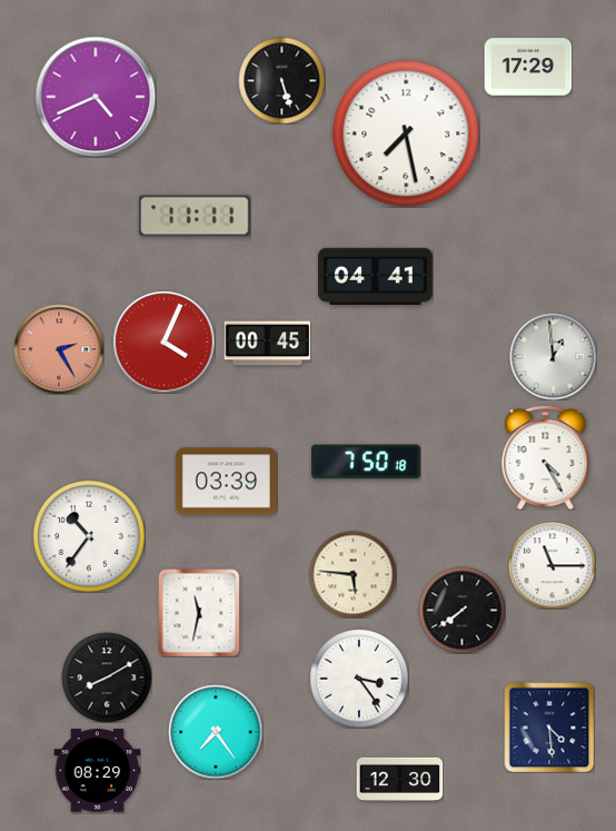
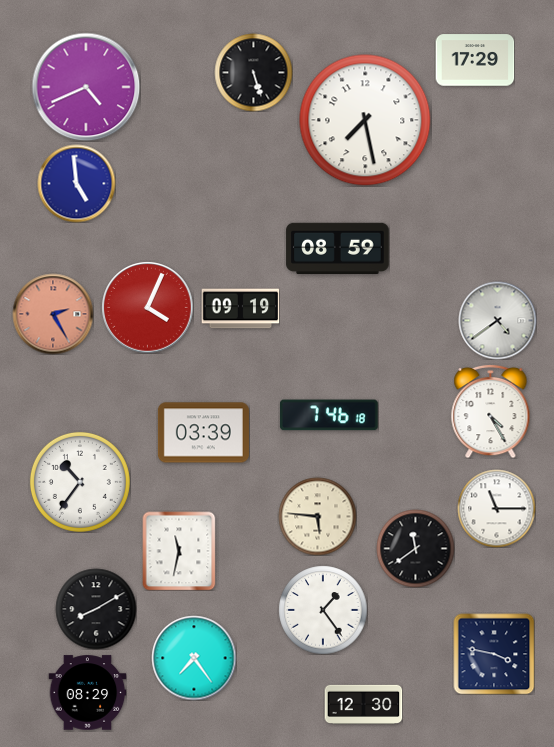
clock at (76, 183): none -> 4:59
clock at (196, 216): 11:11 -> none
clock at (376, 276): 04:41 -> 08:59
clock at (267, 344): 00:45 -> 09:19
clock at (553, 356): 12:59 -> 4:39
clock at (366, 462): 7:50 -> 7:46
clock at (461, 610): 7:39 -> 11:39
clock at (359, 679): 3:24 -> 1:24
clock at (549, 728): 4:29 -> 3:47
clock at (399, 779) position: (399, 779) -> (363, 704)
